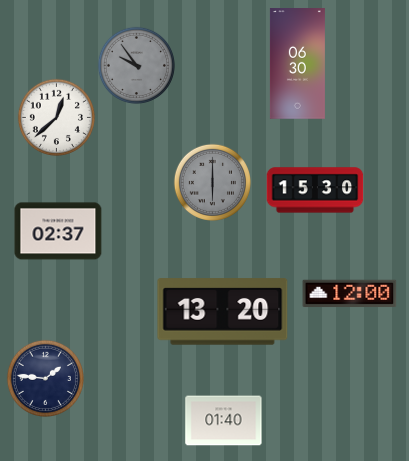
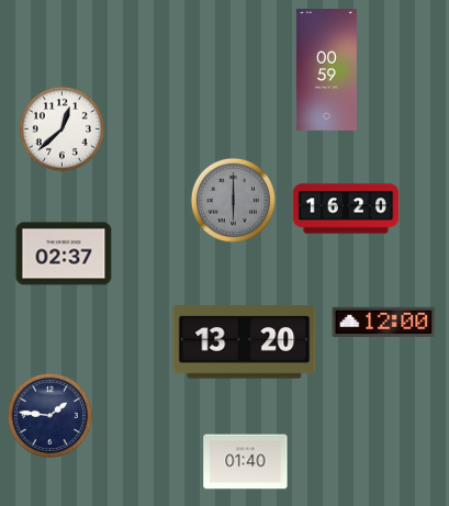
clock at (297, 64): 06:30 -> 00:59
clock at (136, 65): 9:54 -> none
clock at (315, 190): 15:30 -> 16:20
